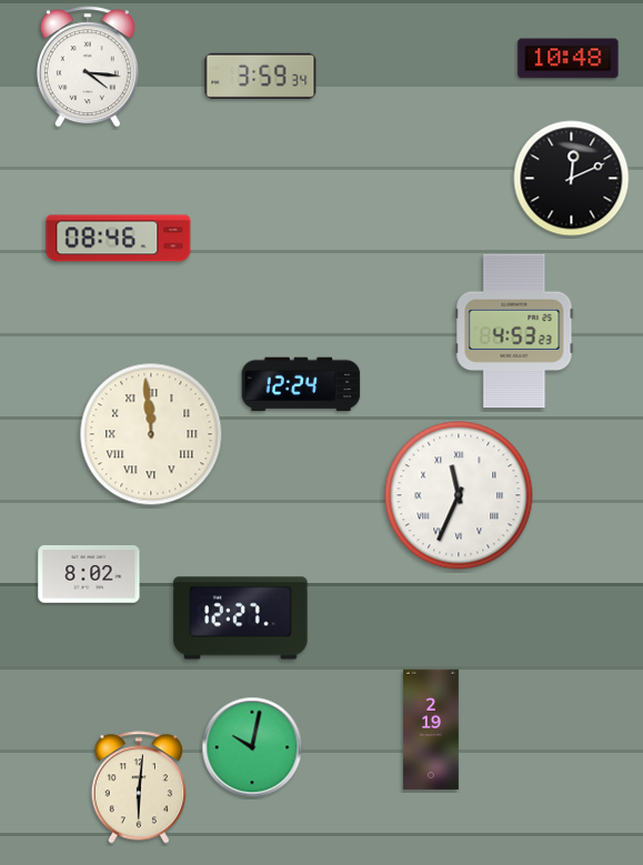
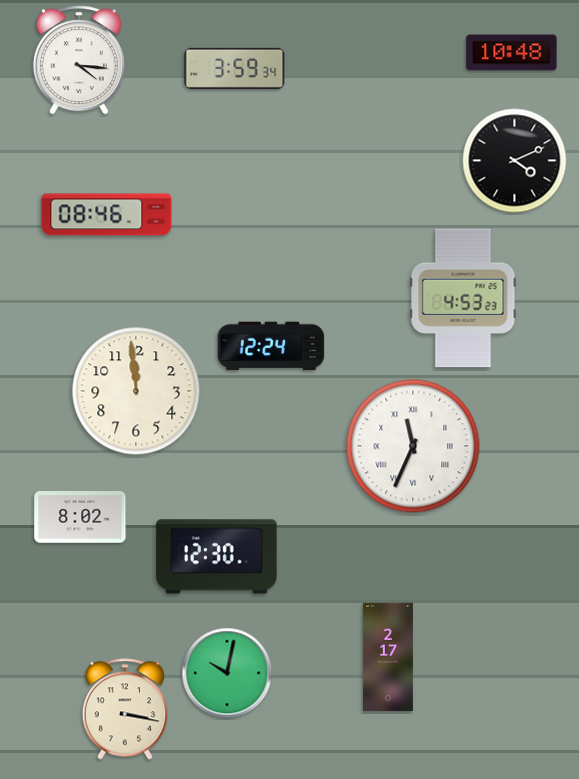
clock at (572, 179): 12:11 -> 4:11
clock at (151, 434) numerals: Roman -> Arabic
clock at (241, 618): 12:27 -> 12:30
clock at (431, 730): 2:19 -> 2:17
clock at (138, 787): 6:01 -> 3:17
